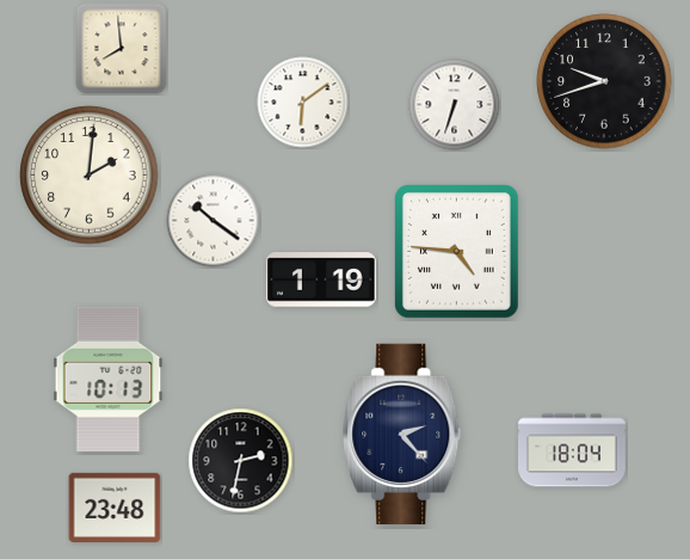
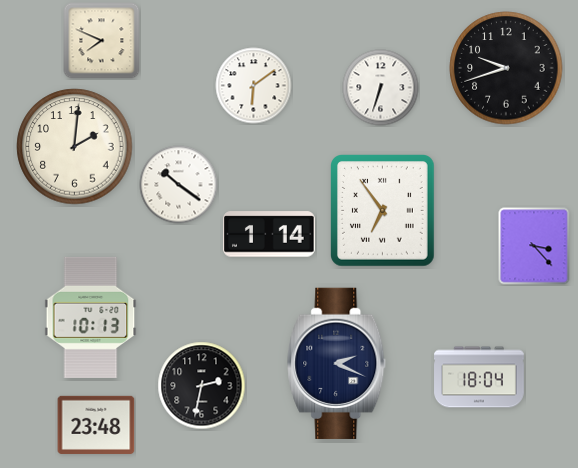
clock at (122, 49): 7:59 -> 7:49
clock at (457, 252): 4:46 -> 6:54
clock at (321, 279): 1:19 -> 1:14
clock at (534, 246): none -> 3:23
clock at (402, 434): 2:23 -> 2:19
